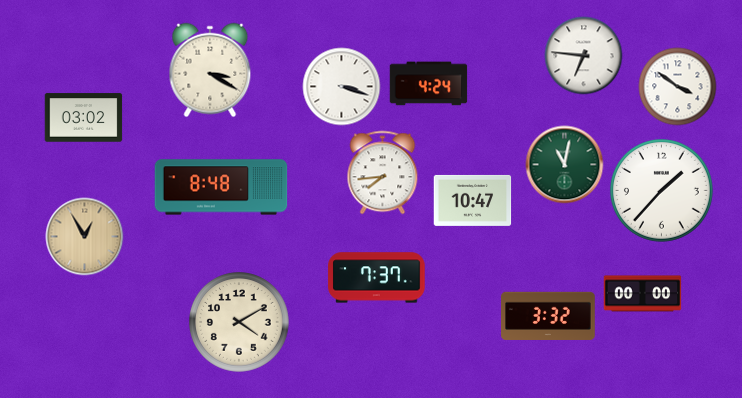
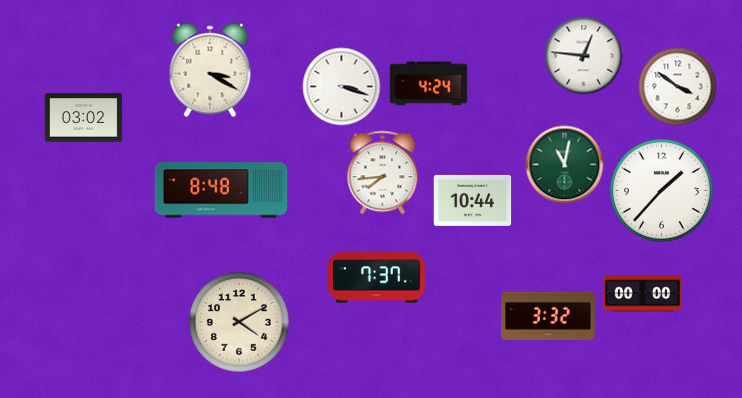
clock at (583, 55): 6:46 -> 12:46
clock at (221, 187) position: (221, 187) -> (221, 190)
clock at (472, 200): 10:47 -> 10:44
clock at (84, 236): 12:55 -> none
